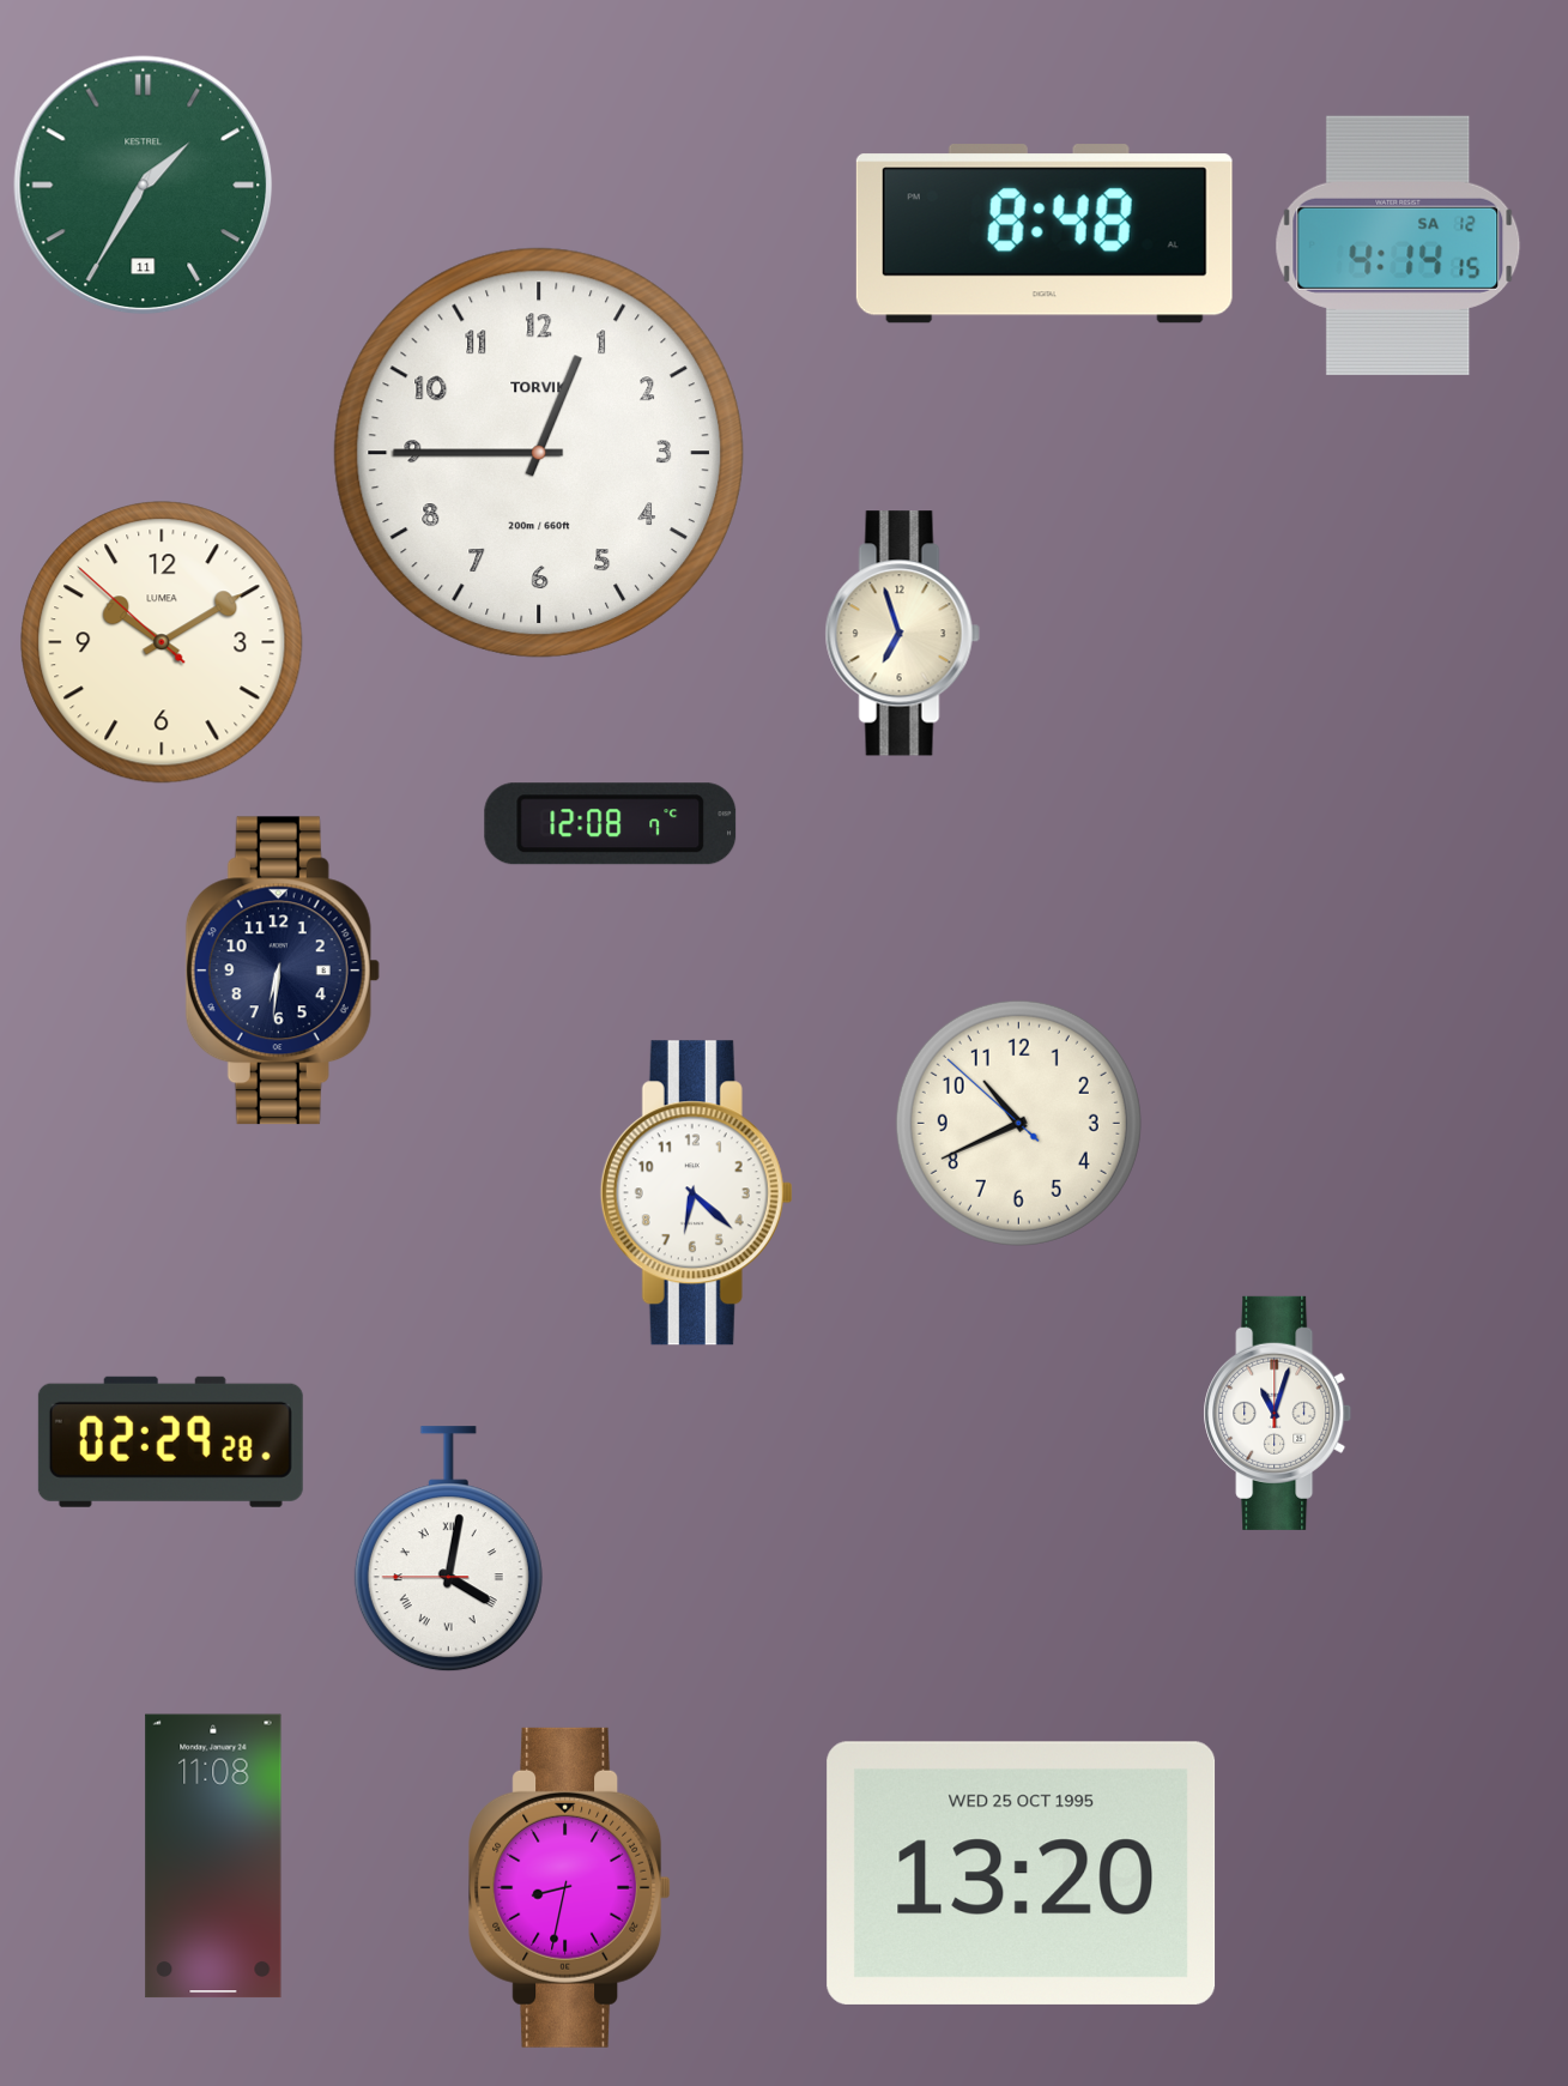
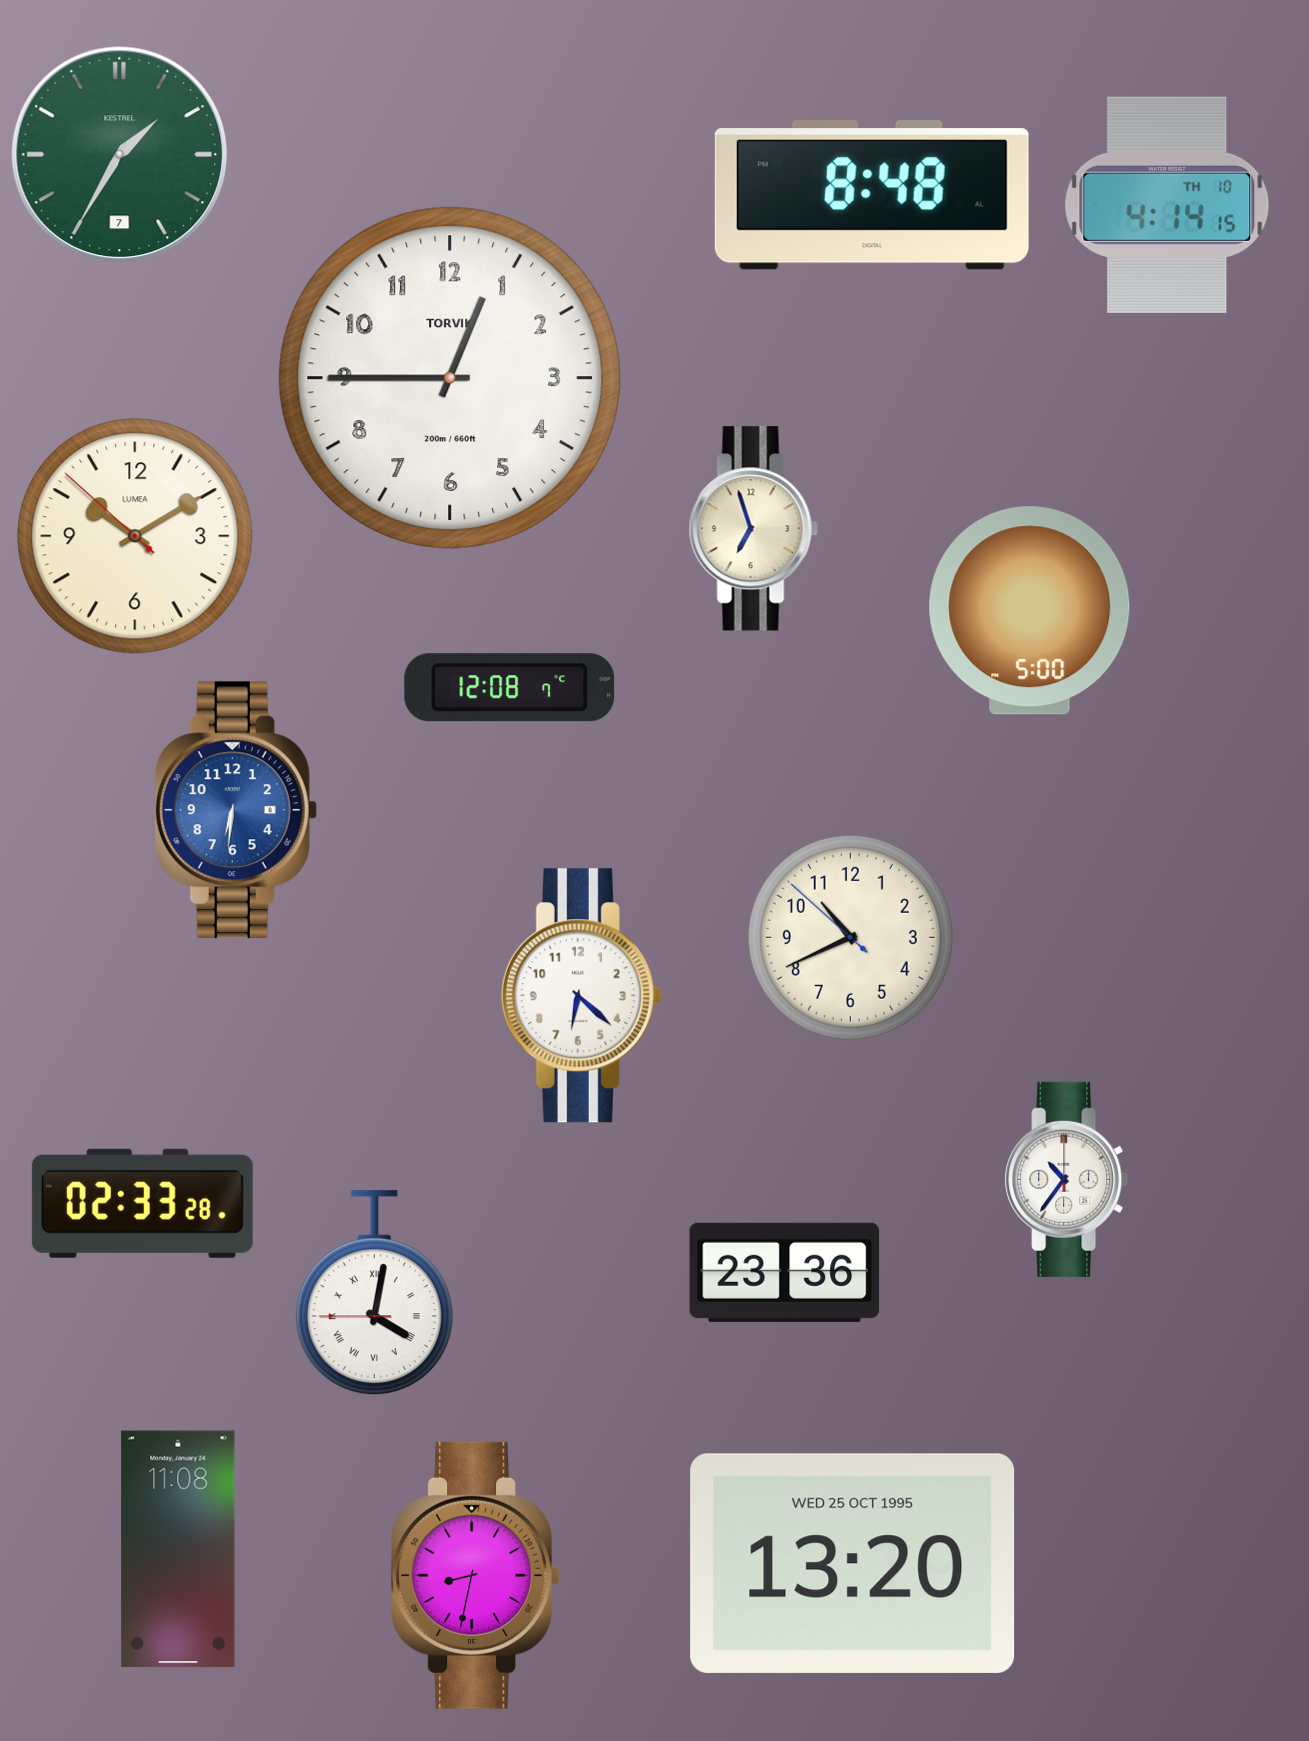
clock at (144, 186) date: 11 -> 7
clock at (1398, 246) date: SA 12 -> TH 10
clock at (1030, 611): none -> 5:00
clock at (283, 971) dial: navy -> blue
clock at (1278, 1413): 11:03 -> 10:36
clock at (170, 1441): 02:29 -> 02:33
clock at (785, 1272): none -> 23:36
